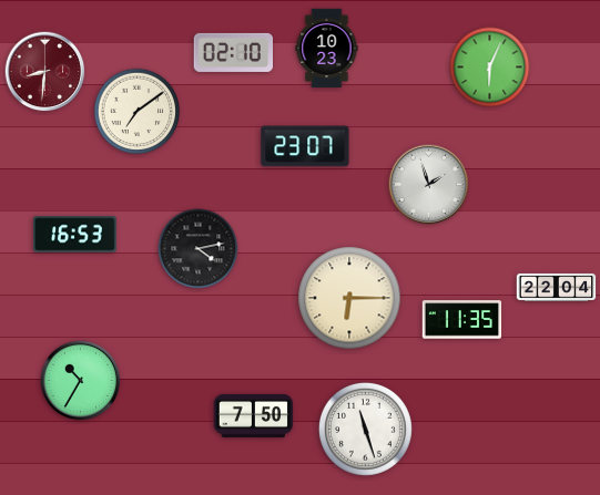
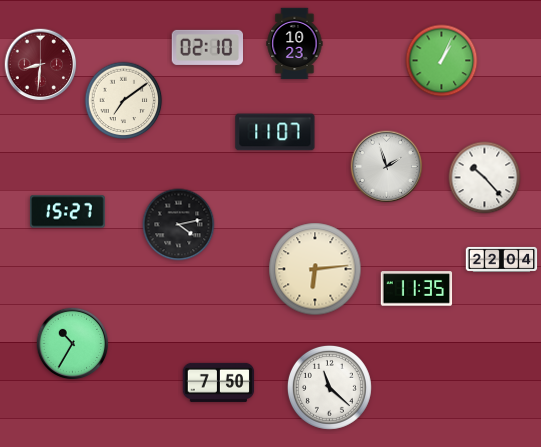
clock at (233, 52) position: (233, 52) -> (207, 47)
clock at (490, 68): 6:04 -> 1:04
clock at (305, 146): 23:07 -> 11:07
clock at (485, 178): none -> 10:23
clock at (75, 235): 16:53 -> 15:27
clock at (349, 298): 6:15 -> 6:14
clock at (254, 415) position: (254, 415) -> (219, 382)
clock at (365, 429): 11:27 -> 11:22
